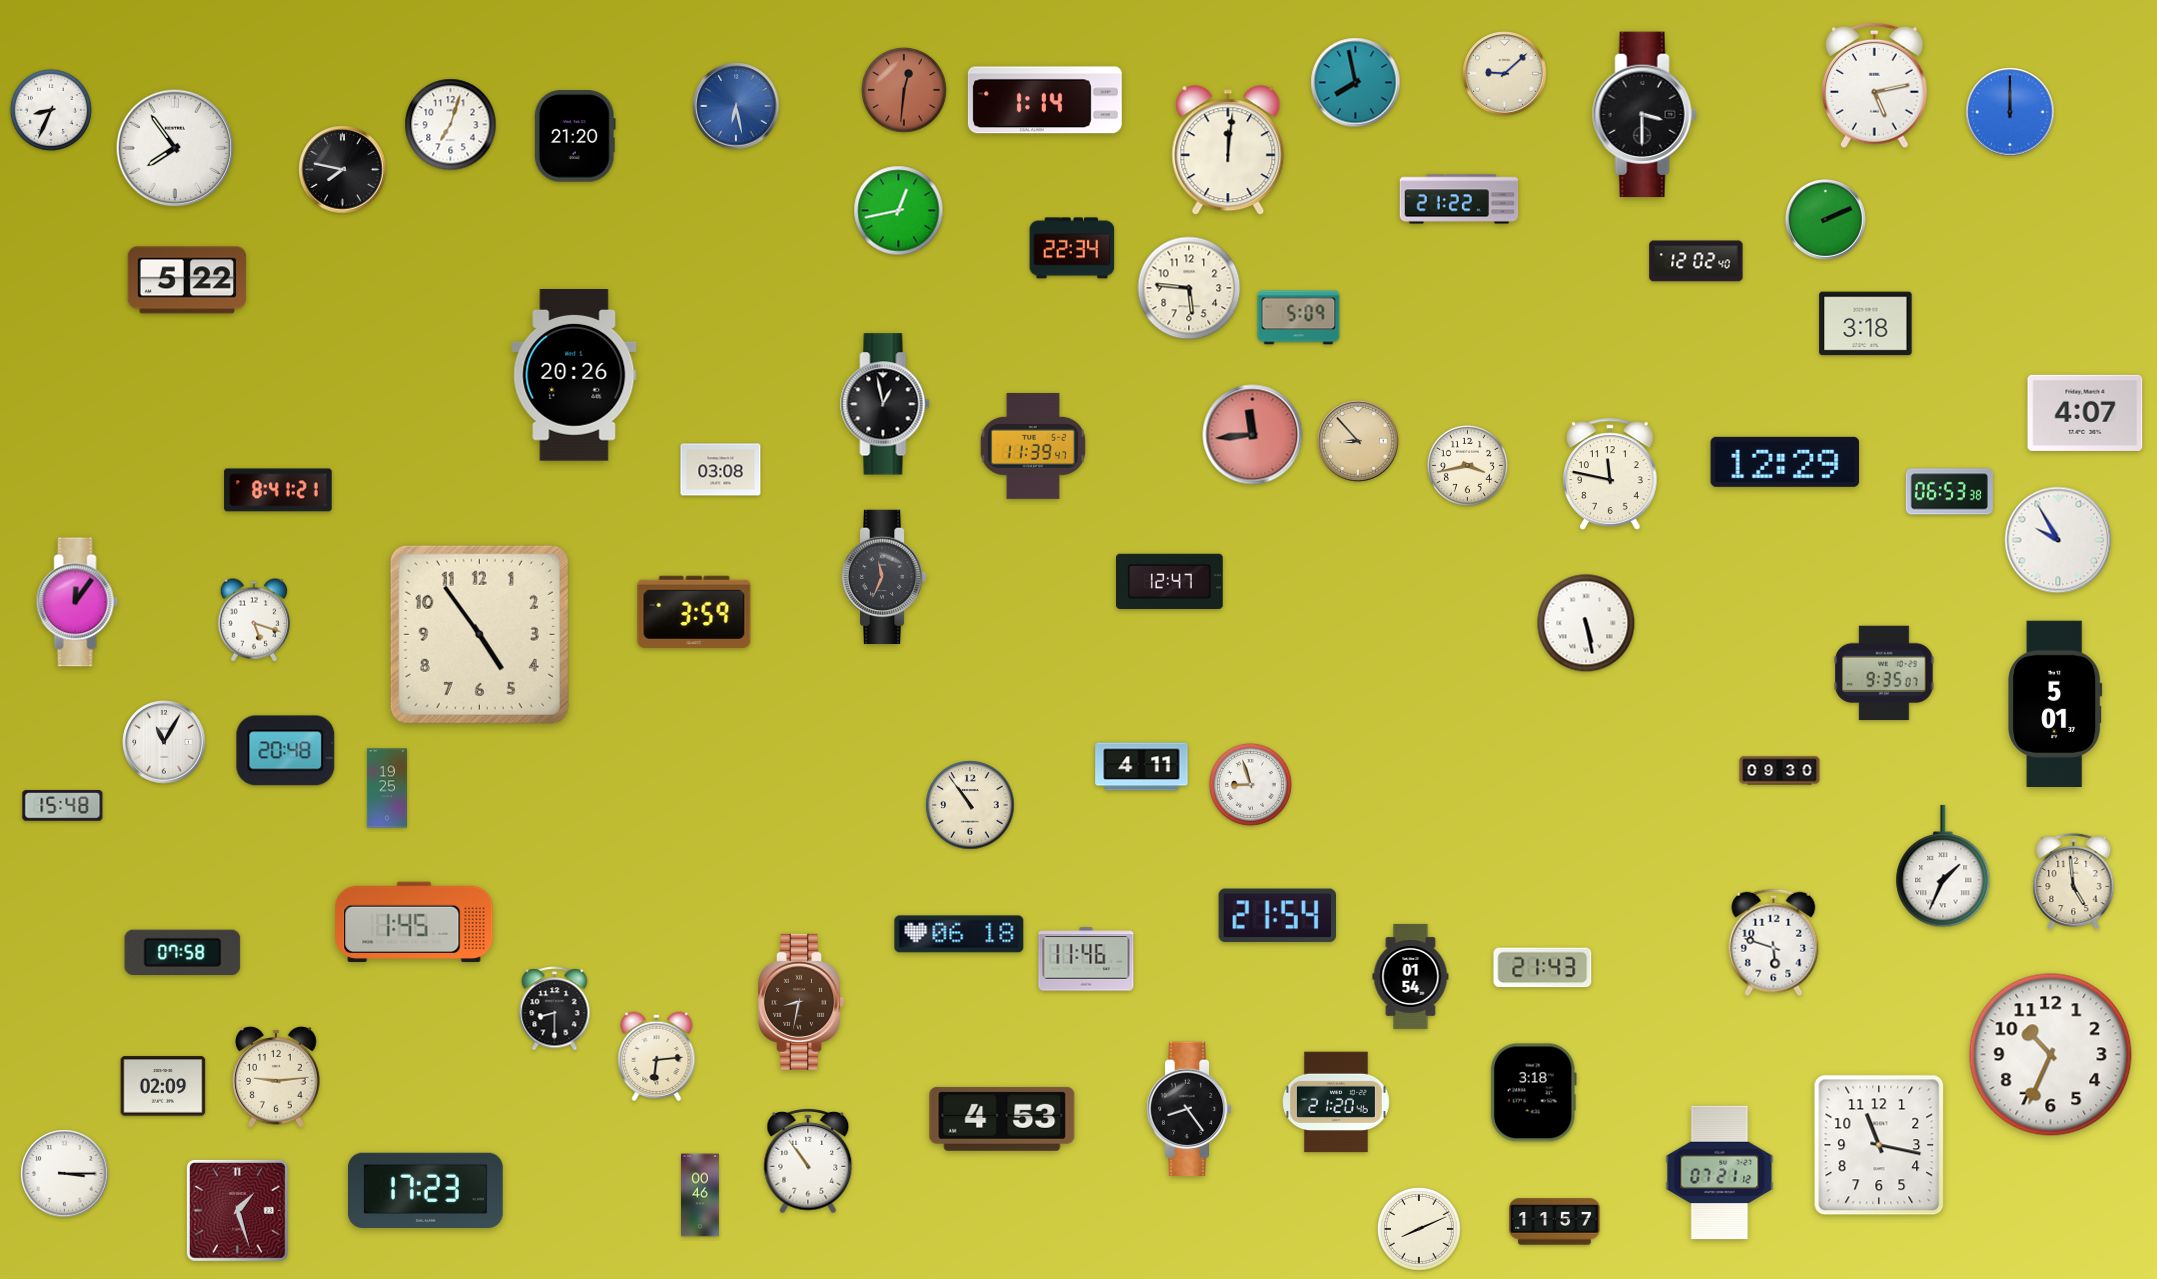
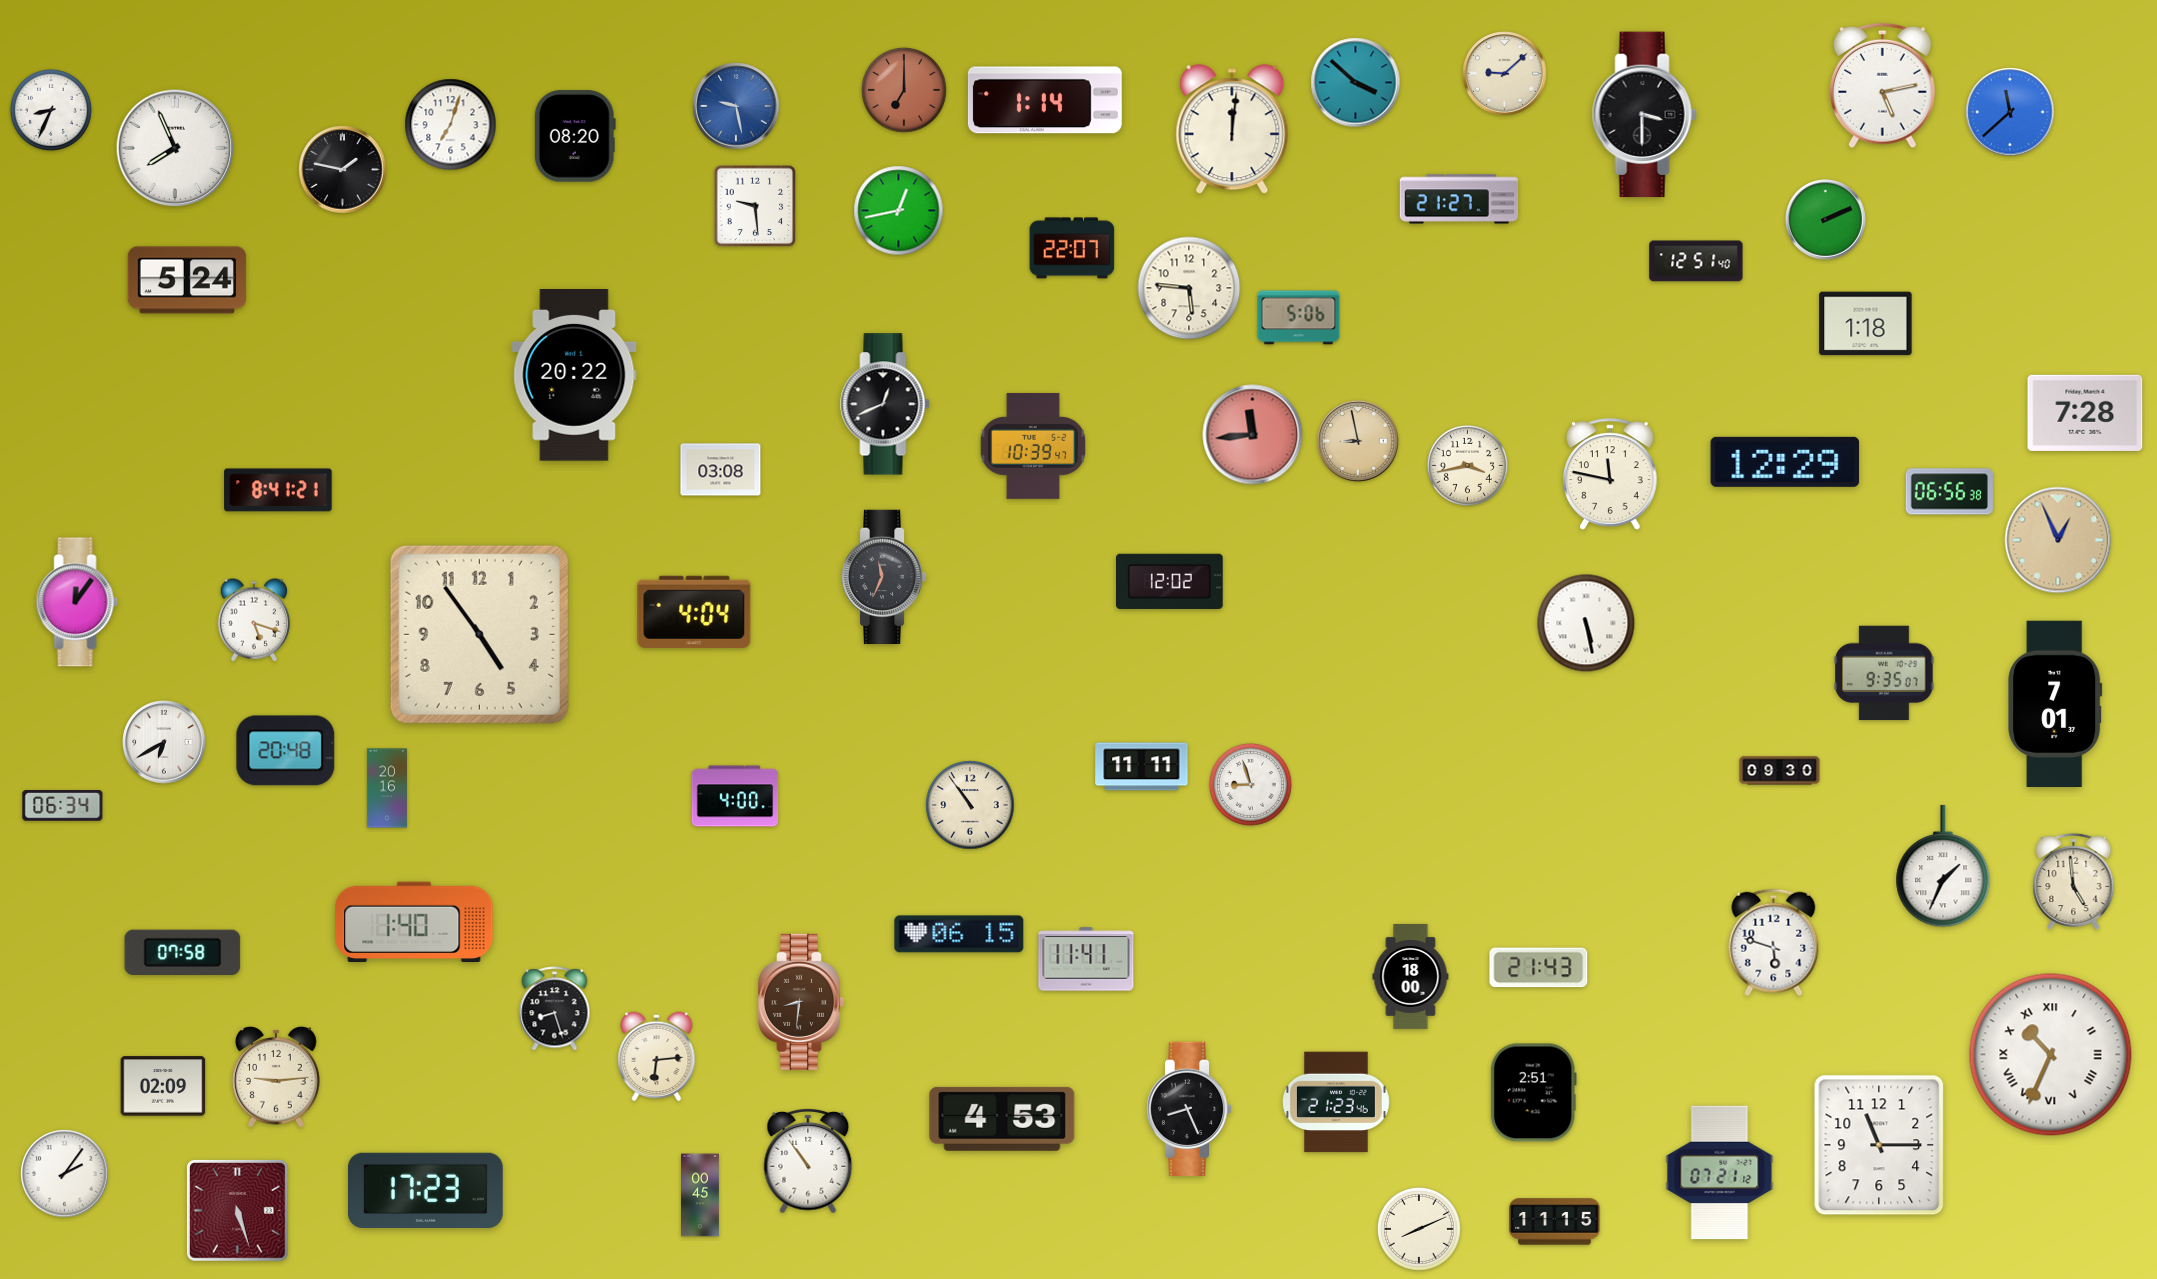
clock at (1356, 83): 7:58 -> 3:52
clock at (1875, 86) position: (1875, 86) -> (1883, 86)
clock at (904, 90): 12:31 -> 7:00
clock at (736, 106): 6:28 -> 9:28
clock at (2010, 112): 12:00 -> 11:38
clock at (575, 136): 21:20 -> 08:20
clock at (175, 148): 7:54 -> 7:56
clock at (1228, 151) position: (1228, 151) -> (1232, 130)
clock at (343, 170): 7:47 -> 1:47
clock at (1459, 199): 21:22 -> 21:27
clock at (755, 206): none -> 9:29
clock at (1072, 248): 22:34 -> 22:07
clock at (1696, 261): 12:02 -> 12:51
clock at (187, 280): 5:22 -> 5:24
clock at (1299, 318): 5:09 -> 5:06
clock at (1866, 324): 3:18 -> 1:18
clock at (574, 376): 20:26 -> 20:22
clock at (885, 404): 12:58 -> 12:41
clock at (2085, 413): 4:07 -> 7:28
clock at (1359, 442): 8:53 -> 8:58
clock at (1032, 446): 11:39 -> 10:39
clock at (1949, 492): 06:53 -> 06:56
clock at (2058, 540): 9:55 -> 12:56
clock at (2058, 540) dial: white -> champagne
clock at (1170, 581): 12:47 -> 12:02
clock at (694, 612): 3:59 -> 4:04
clock at (2055, 703): 5:01 -> 7:01
clock at (164, 742): 11:05 -> 6:40
clock at (1142, 767): 4:11 -> 11:11
clock at (387, 788): 19:25 -> 20:16
clock at (735, 796): none -> 4:00
clock at (63, 806): 15:48 -> 06:34
clock at (1277, 916): 21:54 -> none
clock at (414, 922): 1:45 -> 1:40
clock at (959, 934): 06:18 -> 06:15
clock at (1086, 959): 11:46 -> 11:41
clock at (1543, 968) position: (1543, 968) -> (1539, 968)
clock at (1411, 976): 01:54 -> 18:00
clock at (801, 1002): 8:32 -> 8:31
clock at (555, 1009): 8:30 -> 8:27
clock at (2051, 1055) numerals: Arabic -> Roman
clock at (1533, 1093): 3:18 -> 2:51
clock at (1336, 1102): 21:20 -> 21:23
clock at (1189, 1109): 8:24 -> 8:26
clock at (1879, 1145): 11:17 -> 11:15
clock at (65, 1174): 3:15 -> 2:06
clock at (701, 1195): 00:46 -> 00:45
clock at (237, 1210): 1:27 -> 5:27
clock at (1555, 1222): 11:57 -> 11:15
